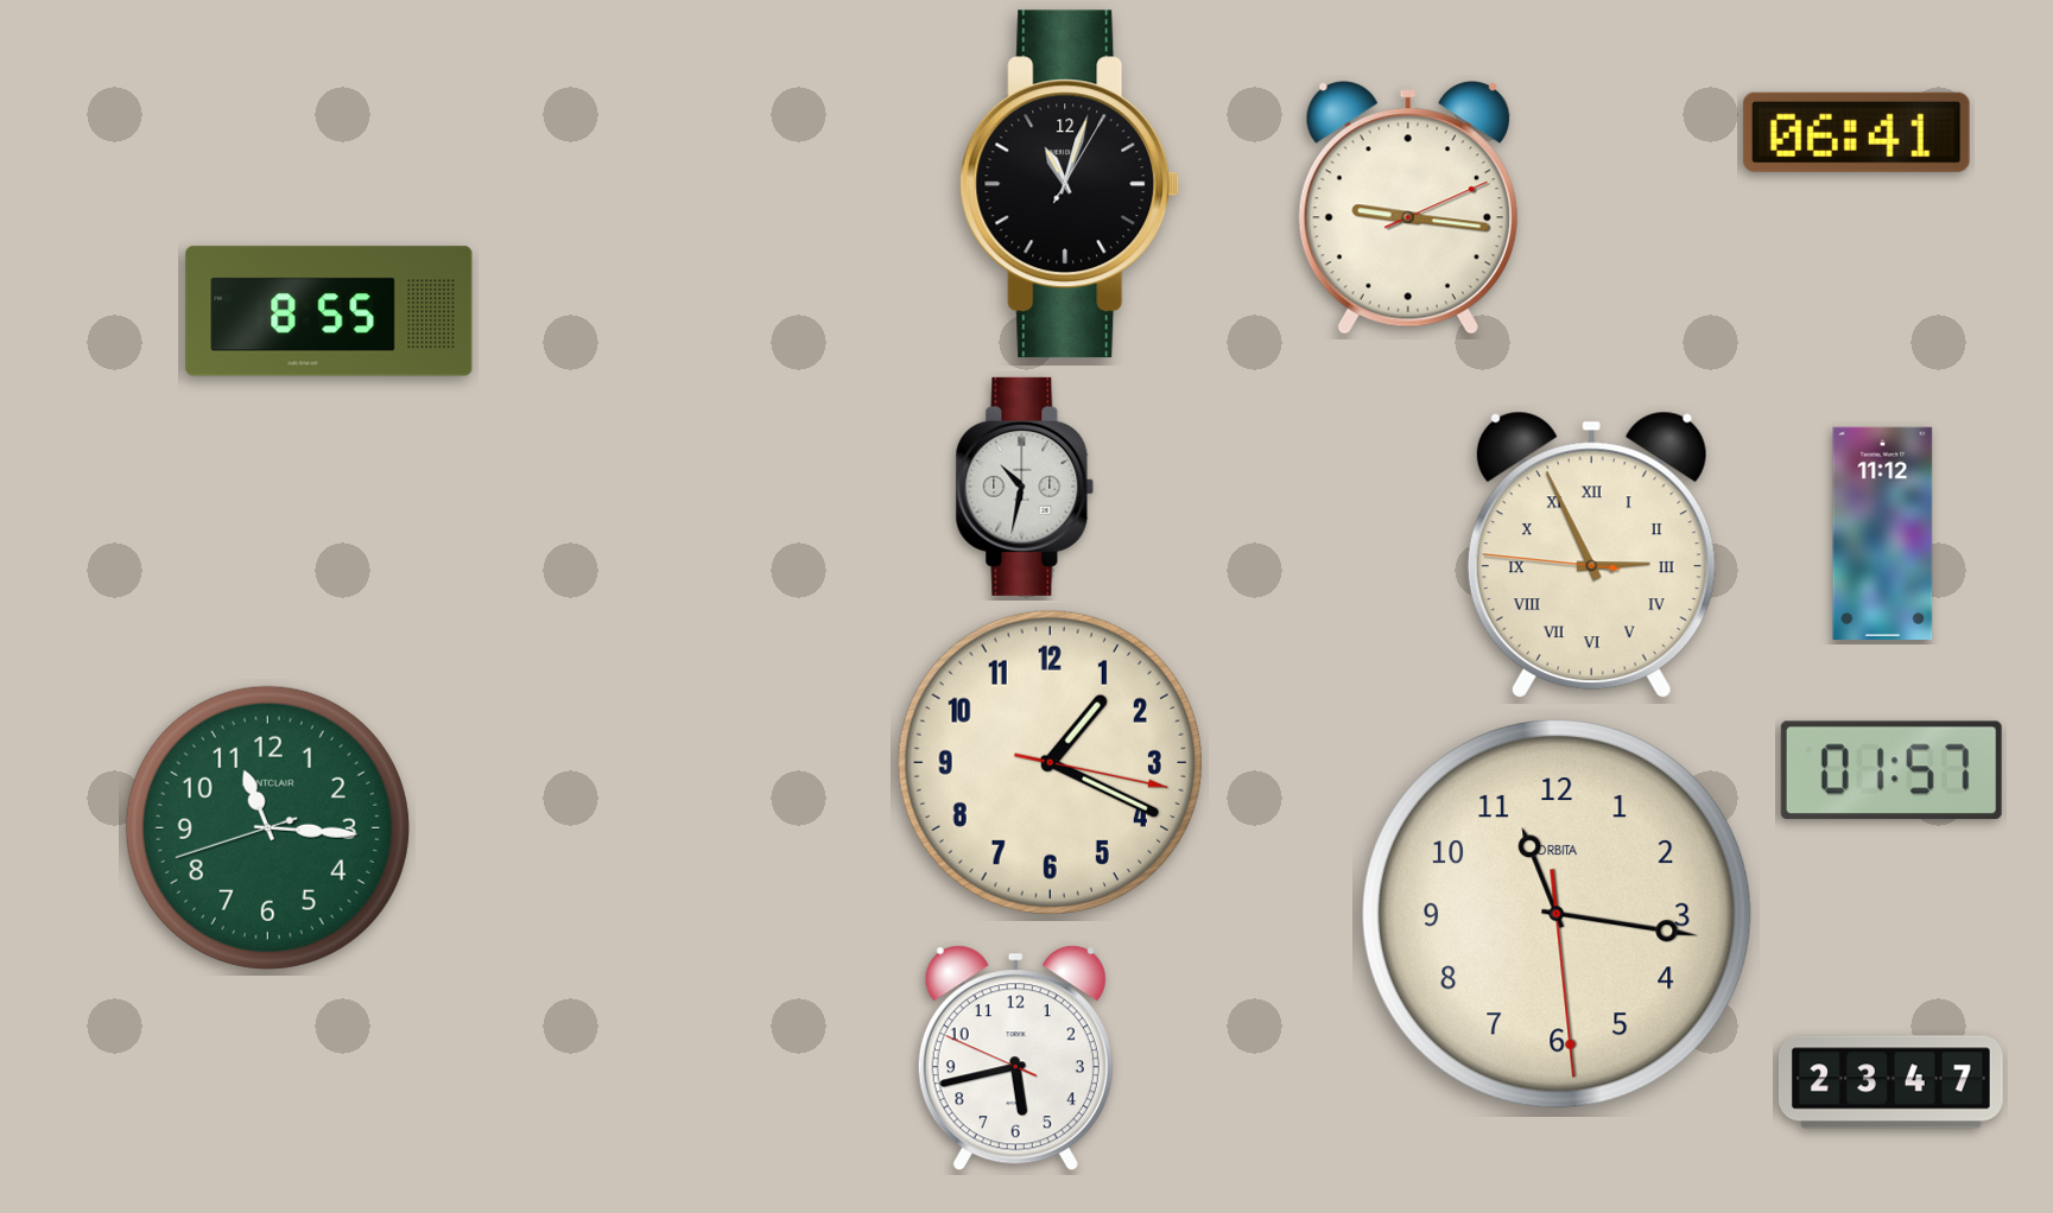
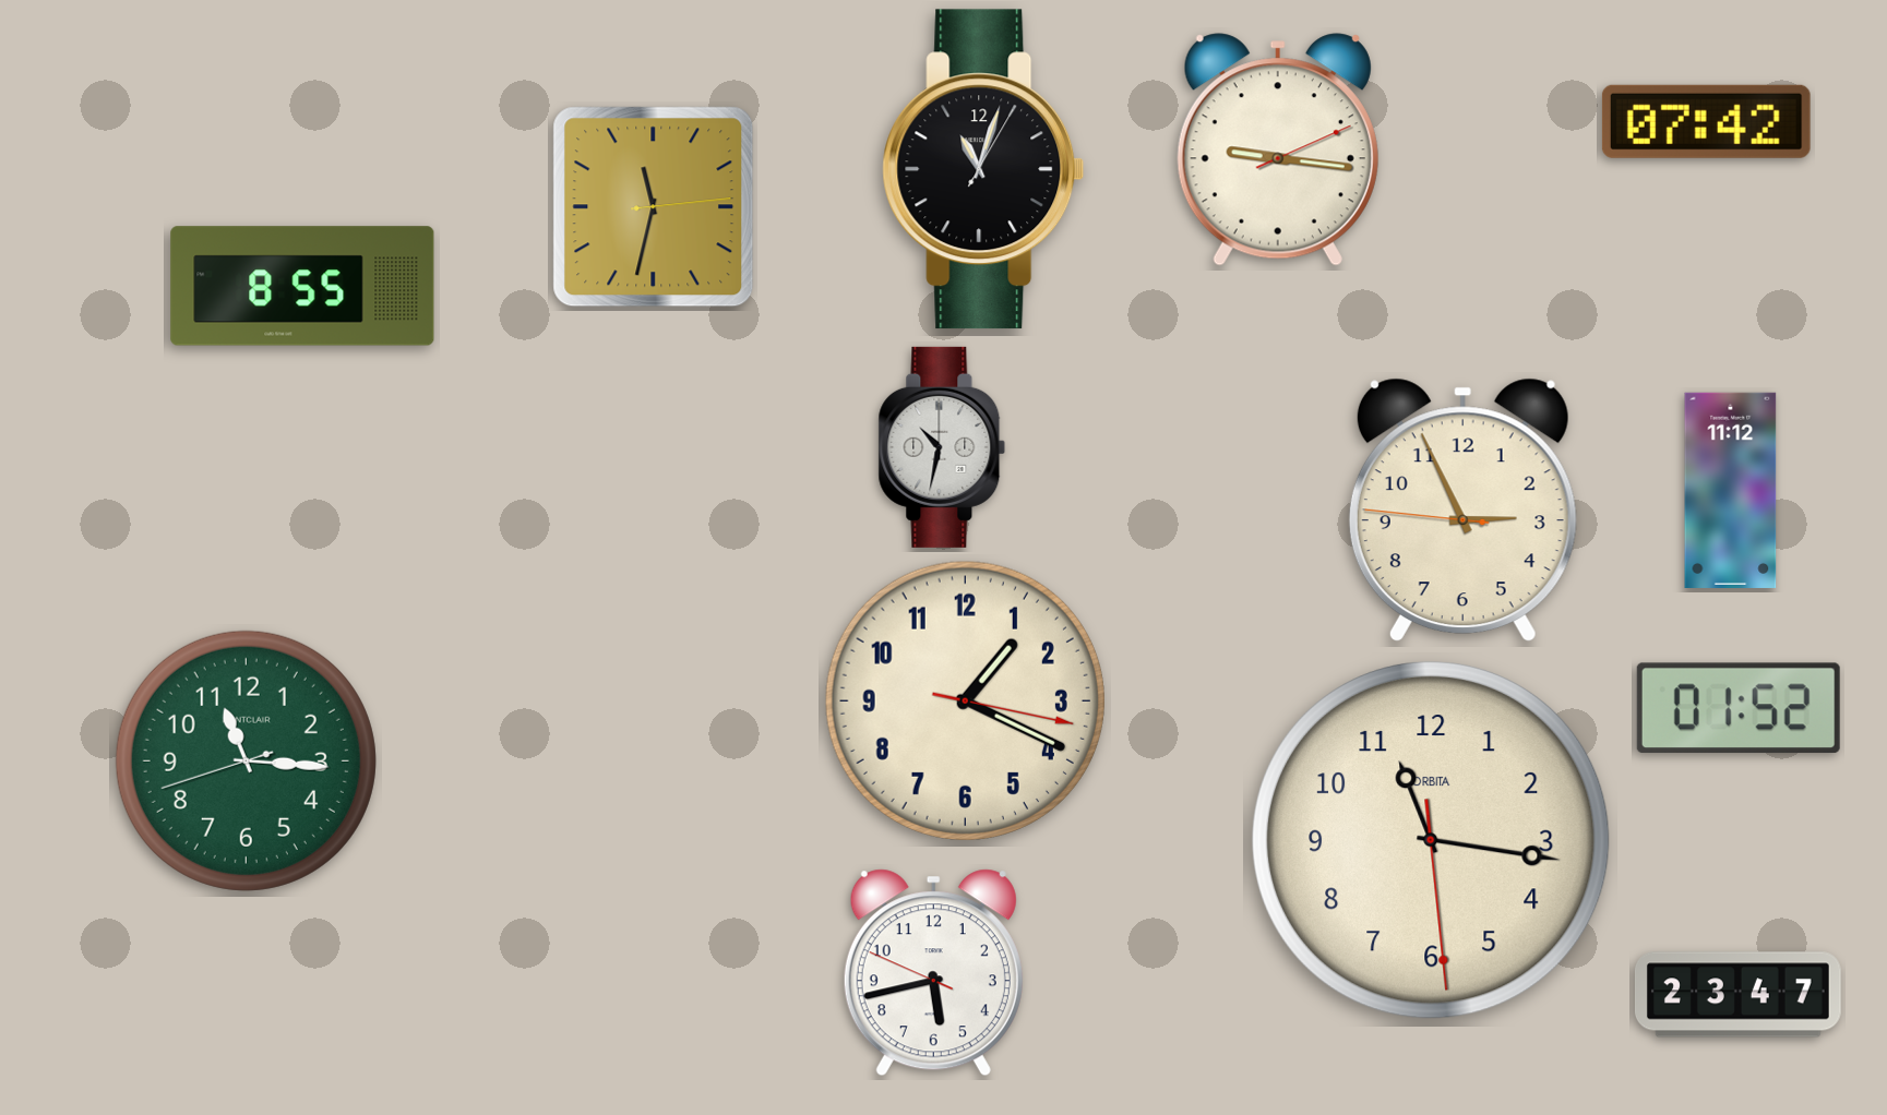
clock at (1856, 132): 06:41 -> 07:42
clock at (1408, 208) position: (1408, 208) -> (1278, 149)
clock at (654, 207): none -> 11:32
clock at (1591, 554) numerals: Roman -> Arabic
clock at (1892, 770): 01:57 -> 01:52
